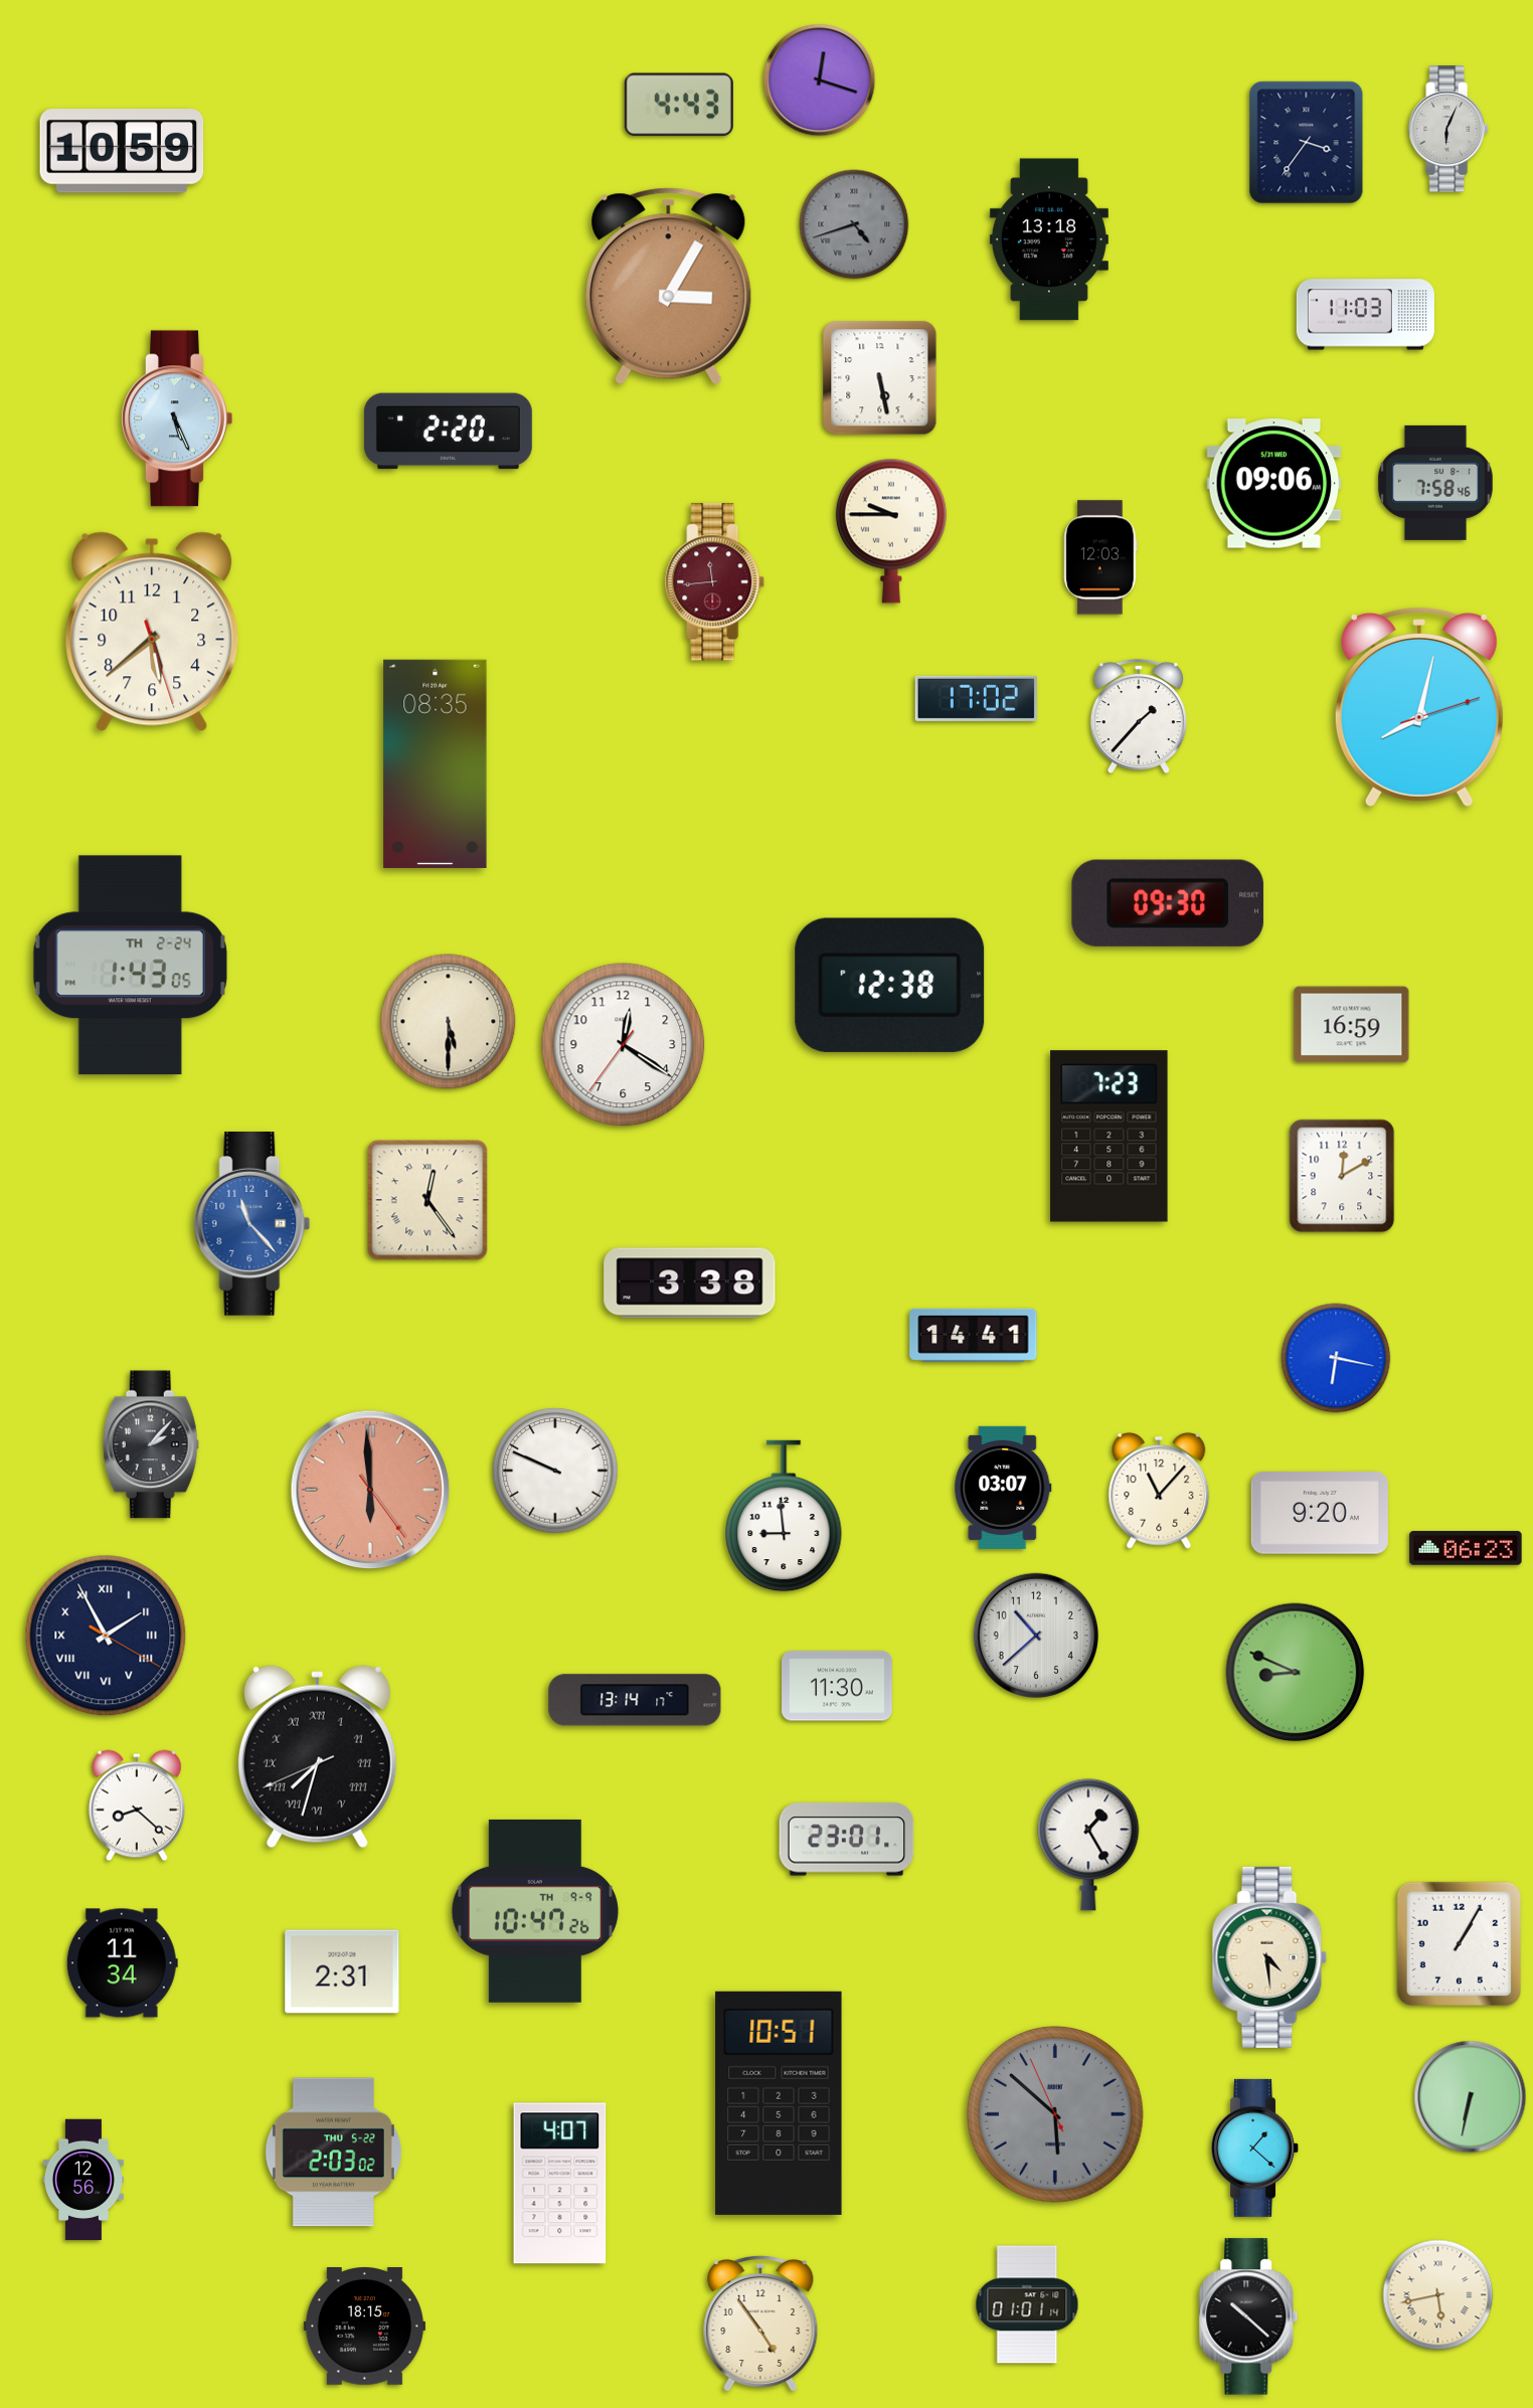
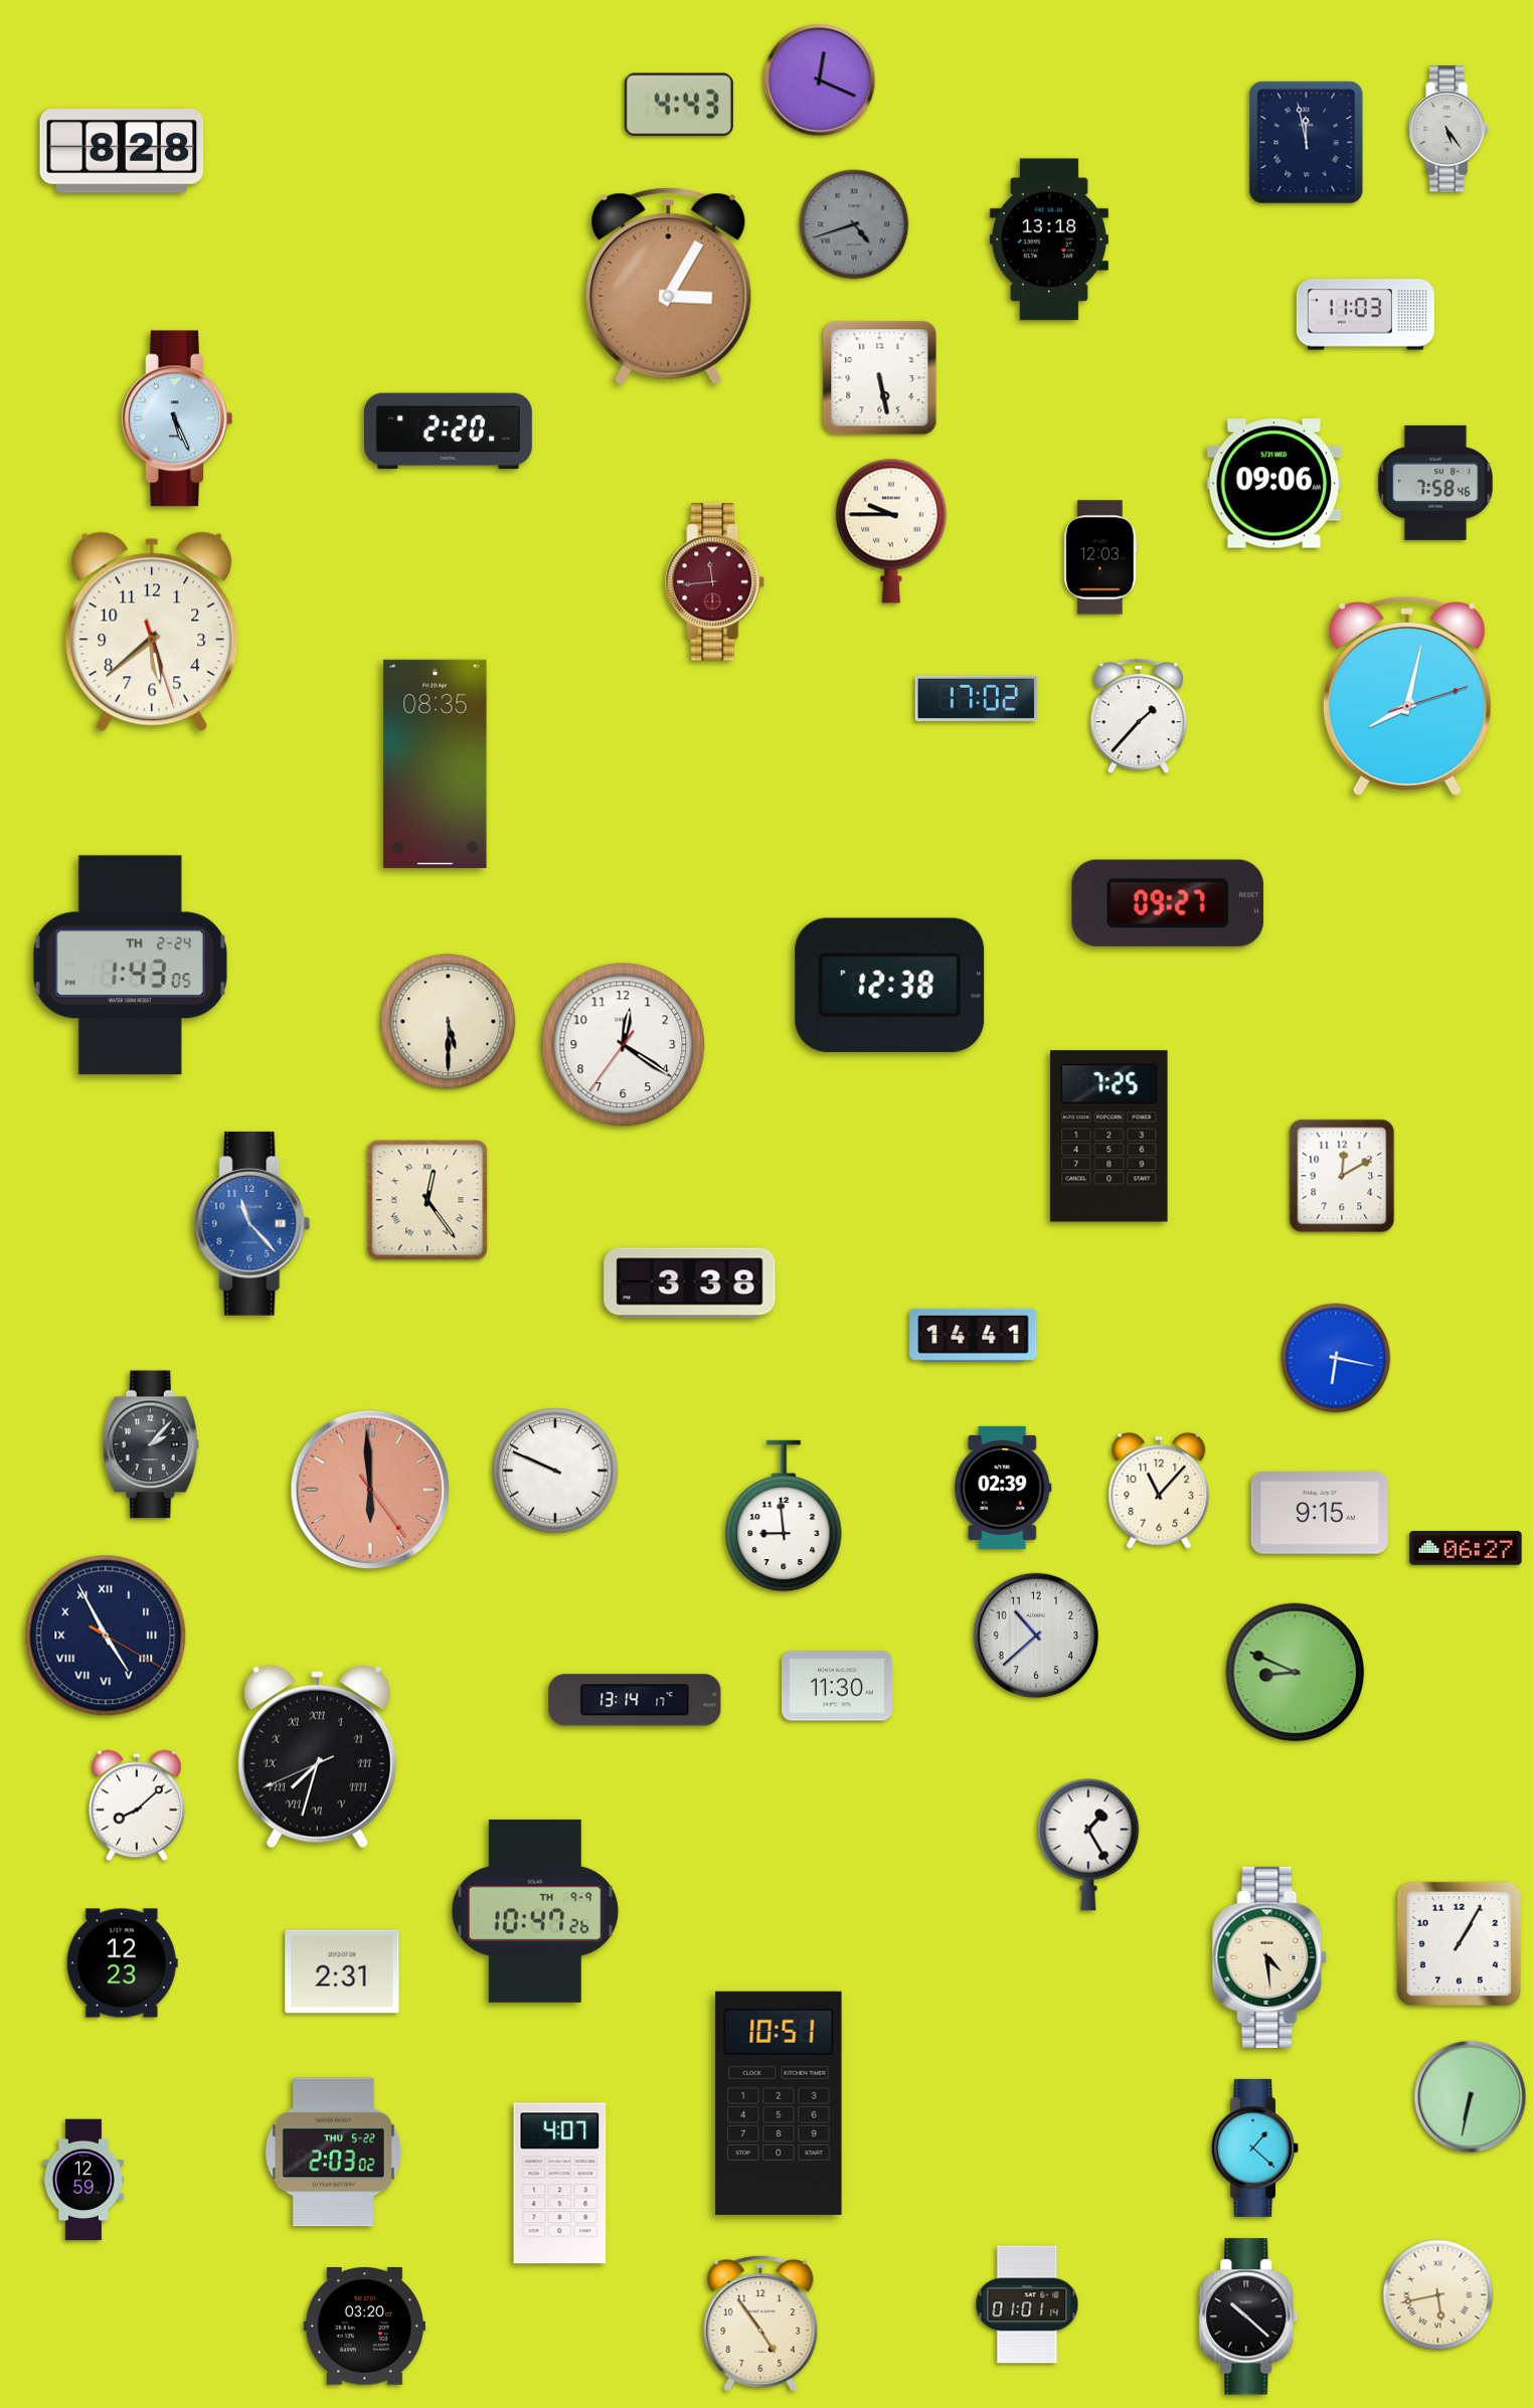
clock at (820, 80): 12:18 -> 12:19
clock at (1449, 129): 6:04 -> 5:24
clock at (1307, 143): 3:36 -> 11:58
clock at (122, 151): 10:59 -> 8:28
clock at (1419, 706) position: (1419, 706) -> (1407, 695)
clock at (1168, 903): 09:30 -> 09:27
clock at (1352, 1025): 16:59 -> none
clock at (1110, 1137): 7:23 -> 7:25
clock at (1003, 1488): 03:07 -> 02:39
clock at (1320, 1513): 9:20 -> 9:15
clock at (1466, 1548): 06:23 -> 06:27
clock at (106, 1636): 1:55 -> 4:55
clock at (137, 1805): 8:22 -> 8:08
clock at (847, 1840): 23:01 -> none
clock at (122, 1963): 11:34 -> 12:23
clock at (1056, 2115): 5:51 -> none
clock at (83, 2180): 12:56 -> 12:59
clock at (364, 2327): 18:15 -> 03:20
